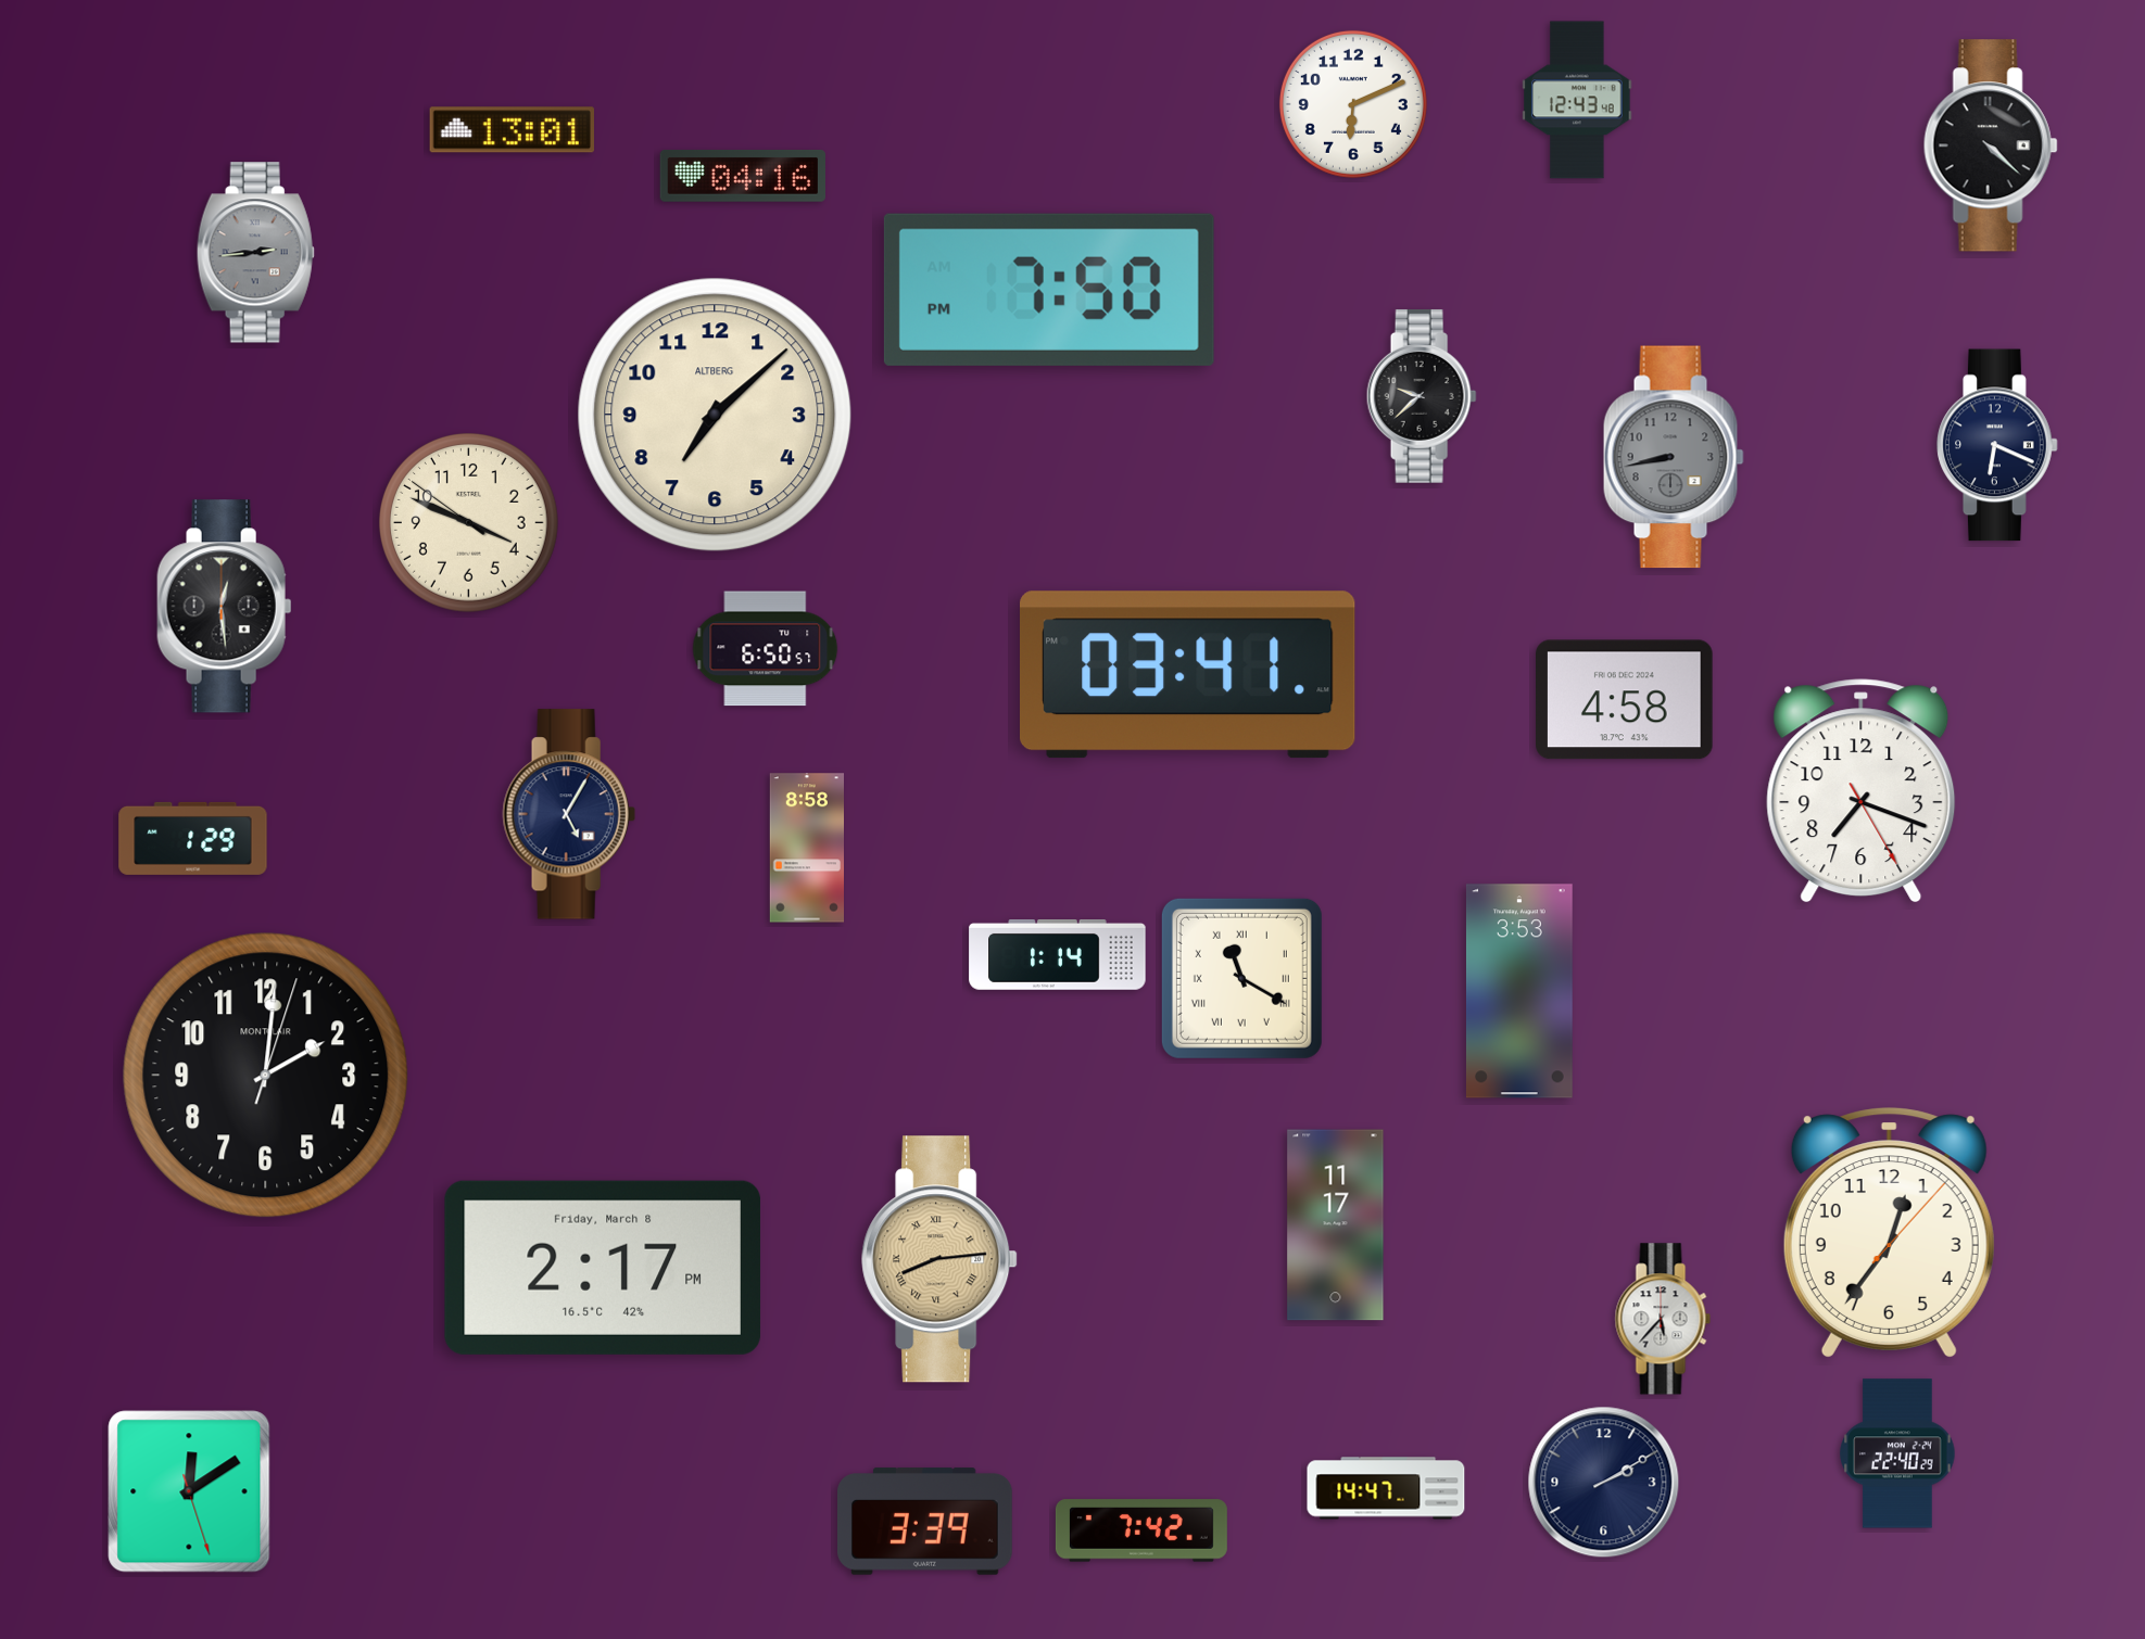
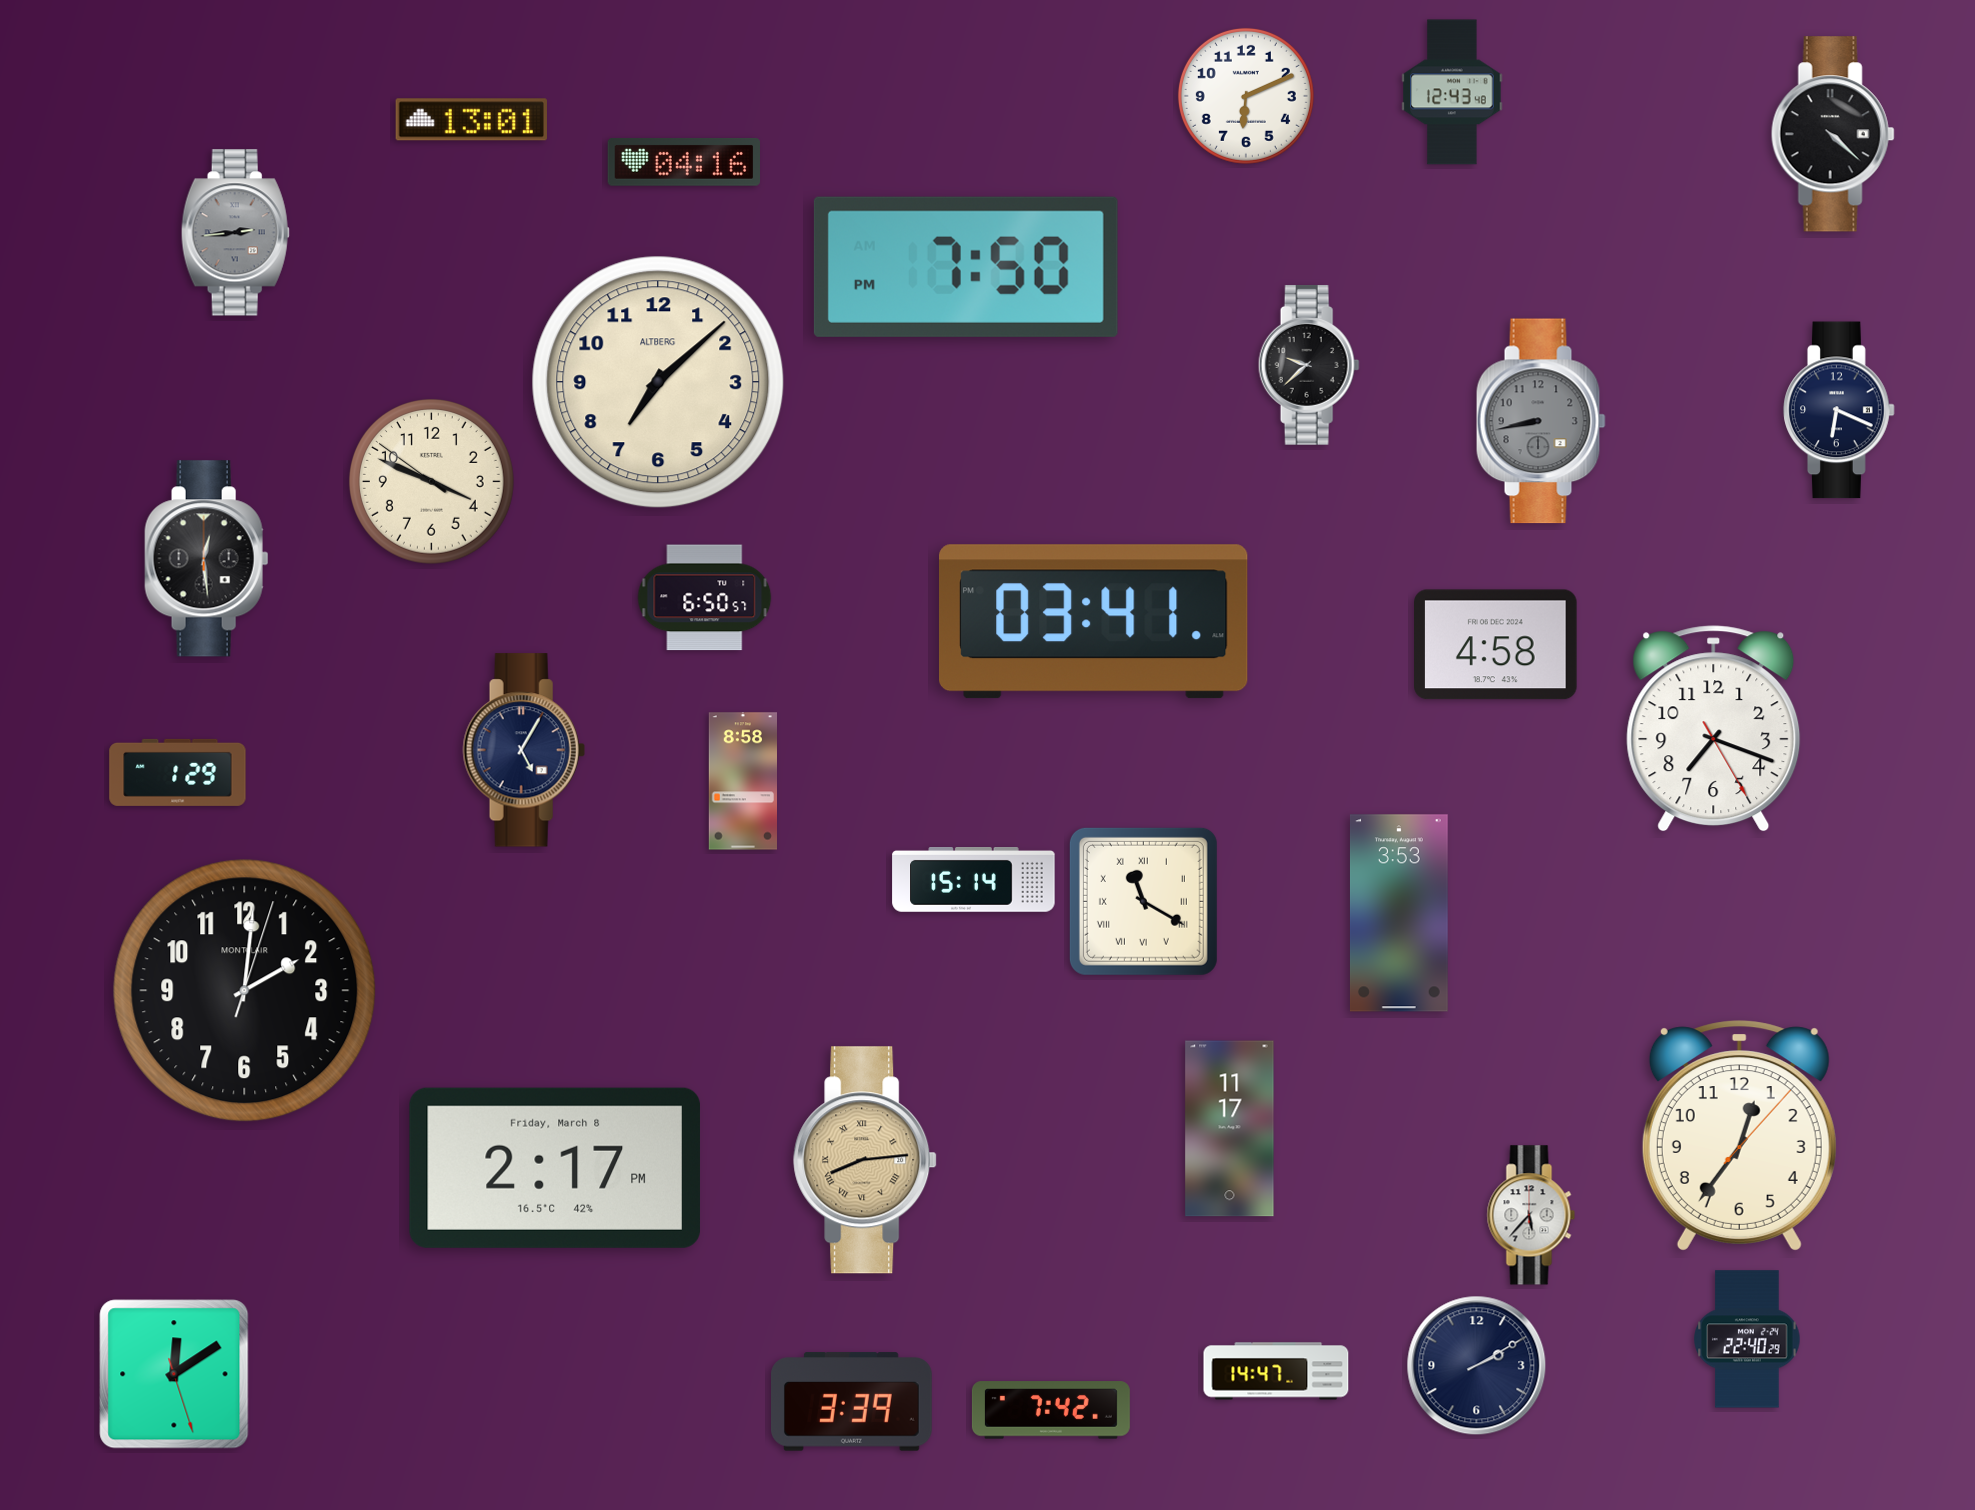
clock at (1058, 955): 1:14 -> 15:14
